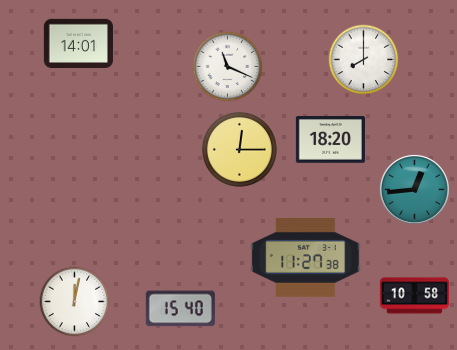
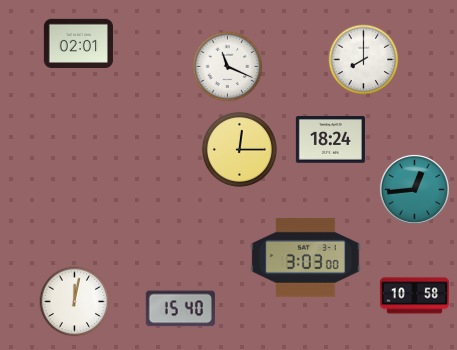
clock at (78, 43): 14:01 -> 02:01
clock at (330, 140): 18:20 -> 18:24
clock at (306, 257): 11:27 -> 3:03
